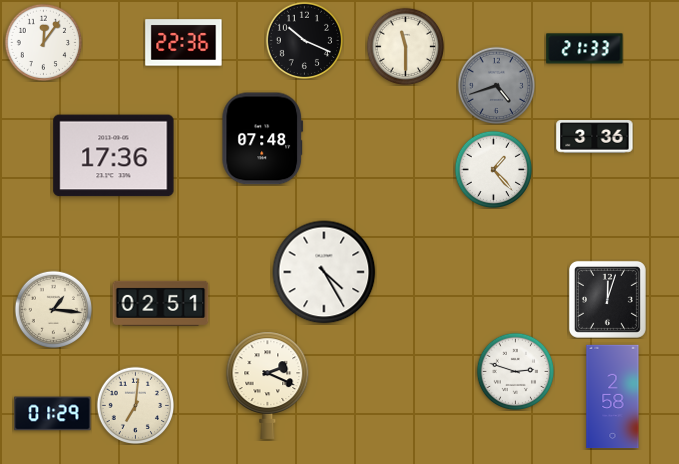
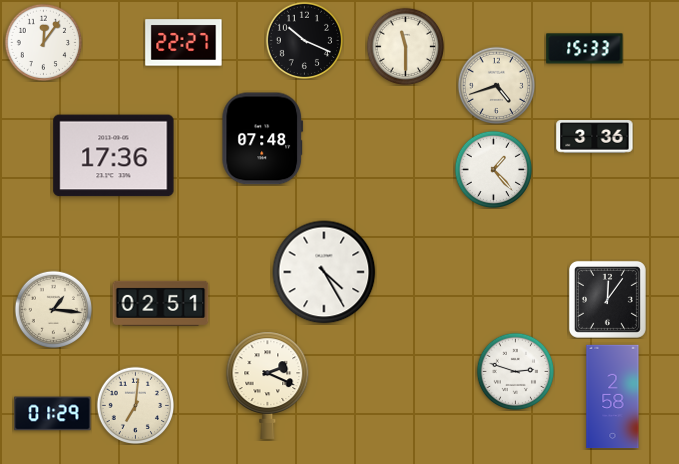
clock at (184, 43): 22:36 -> 22:27
clock at (585, 49): 21:33 -> 15:33
clock at (496, 85) dial: grey -> cream
clock at (607, 299): 12:03 -> 12:06
